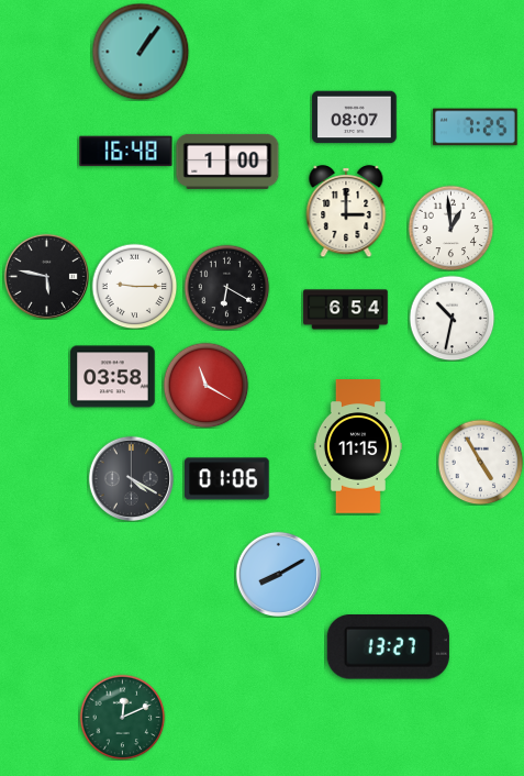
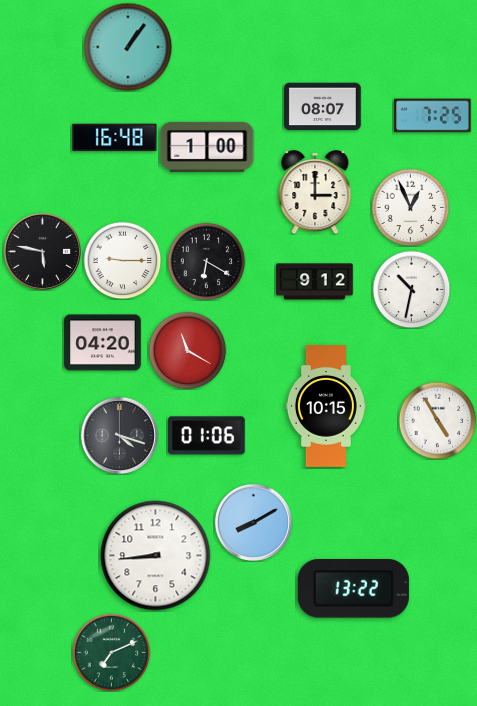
clock at (450, 228): 12:59 -> 12:56
clock at (346, 310): 6:54 -> 9:12
clock at (113, 377): 03:58 -> 04:20
clock at (358, 446): 11:15 -> 10:15
clock at (131, 478): 4:20 -> 4:18
clock at (156, 556): none -> 8:44
clock at (388, 647): 13:27 -> 13:22
clock at (122, 717): 12:11 -> 7:11
